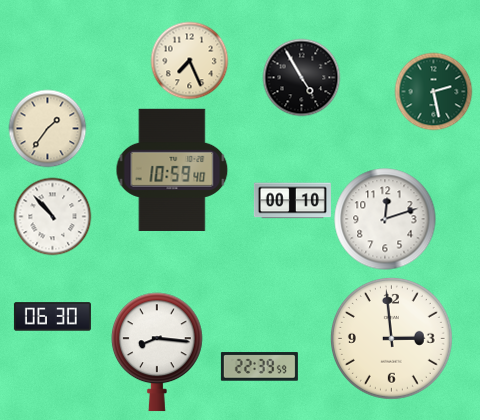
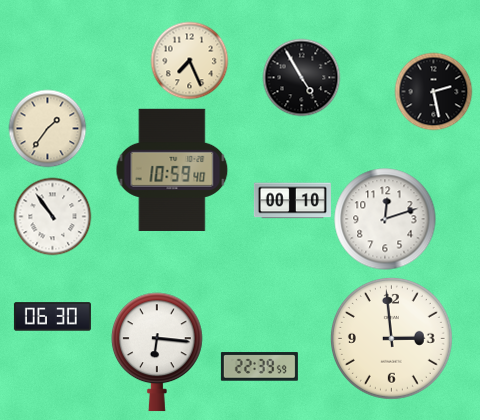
clock at (433, 91) dial: green -> black
clock at (52, 216): 10:53 -> 10:54
clock at (157, 352): 8:16 -> 6:16
